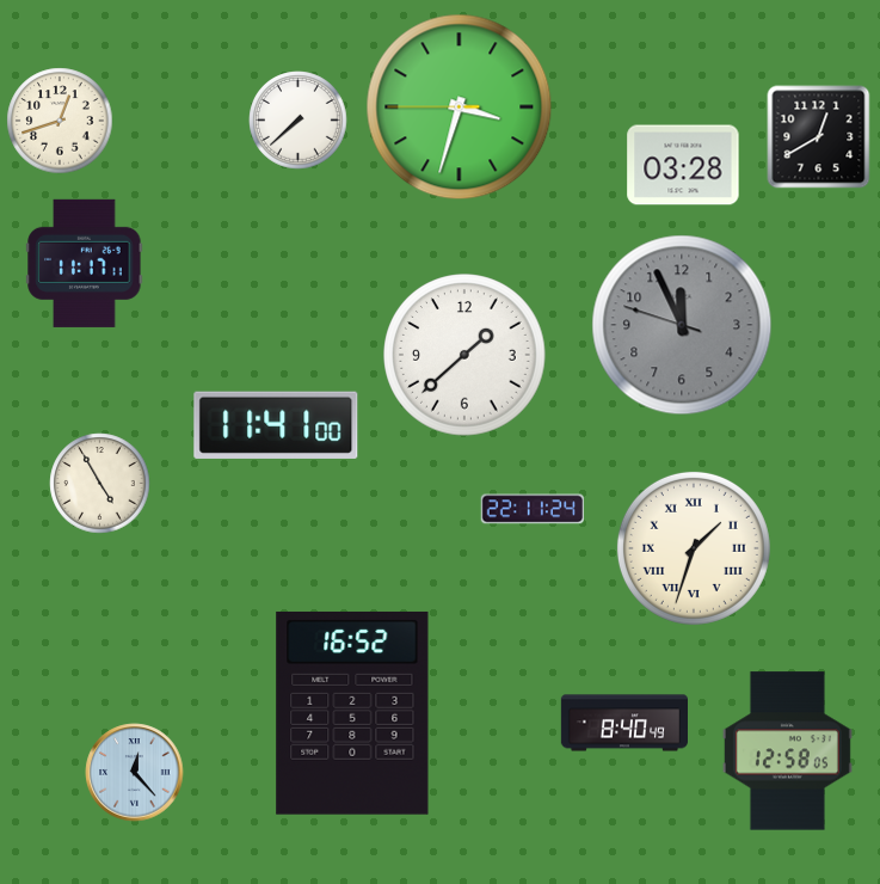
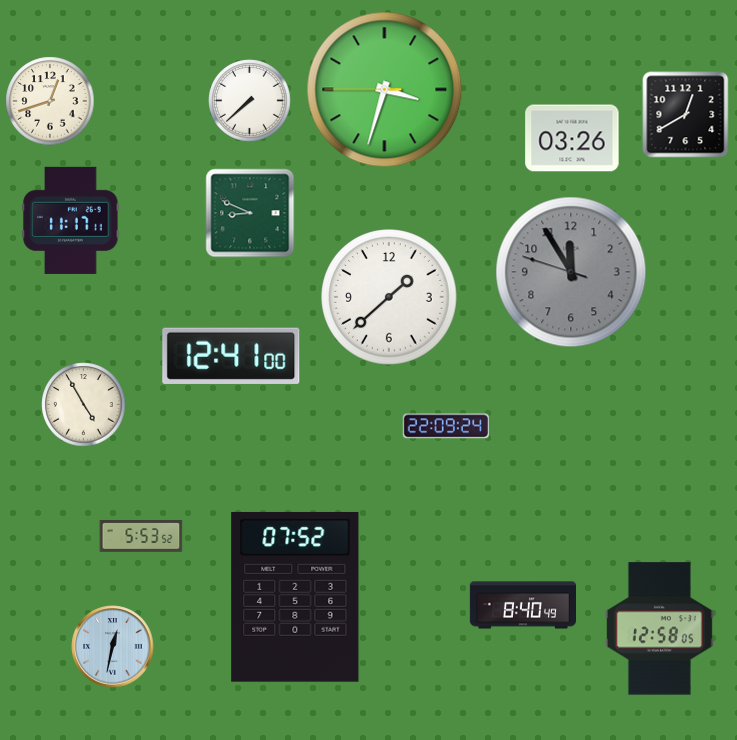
clock at (683, 165): 03:28 -> 03:26
clock at (250, 213): none -> 8:49
clock at (682, 325): 11:55 -> 11:54
clock at (276, 425): 11:41 -> 12:41
clock at (531, 509): 22:11 -> 22:09
clock at (694, 548): 1:33 -> none
clock at (141, 537): none -> 5:53
clock at (352, 713): 16:52 -> 07:52
clock at (135, 773): 12:23 -> 12:32
